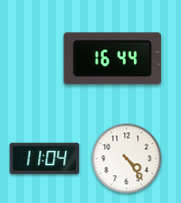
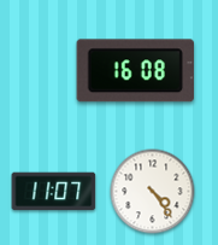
clock at (112, 59): 16:44 -> 16:08
clock at (45, 159): 11:04 -> 11:07
